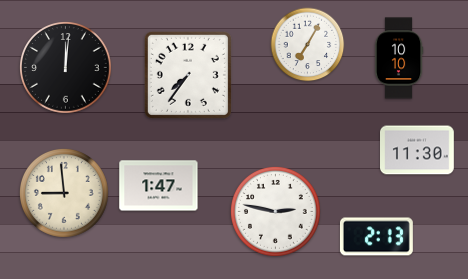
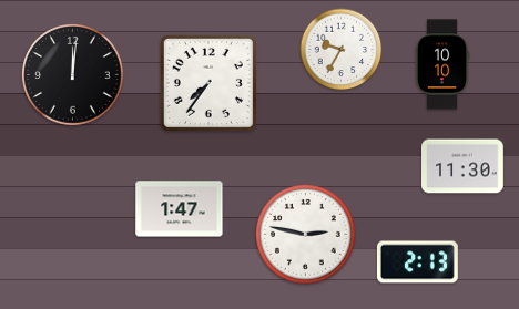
clock at (308, 45): 7:05 -> 9:35
clock at (159, 186) position: (159, 186) -> (180, 209)
clock at (64, 193): 8:59 -> none
